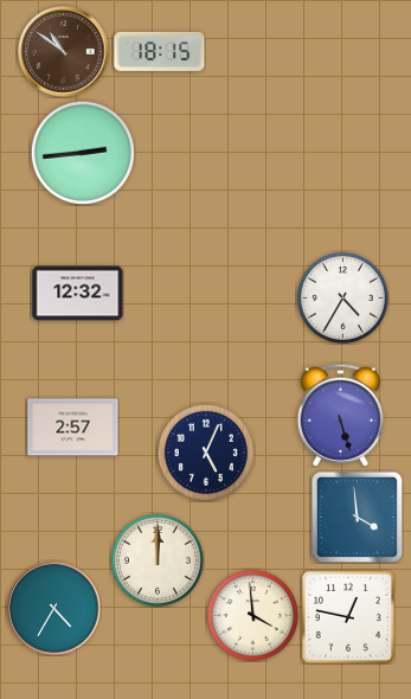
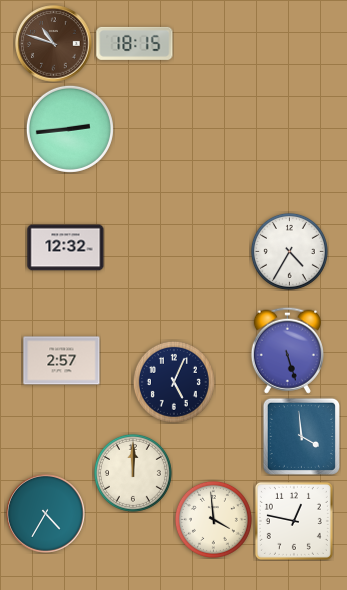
clock at (64, 52): 10:51 -> 10:48
